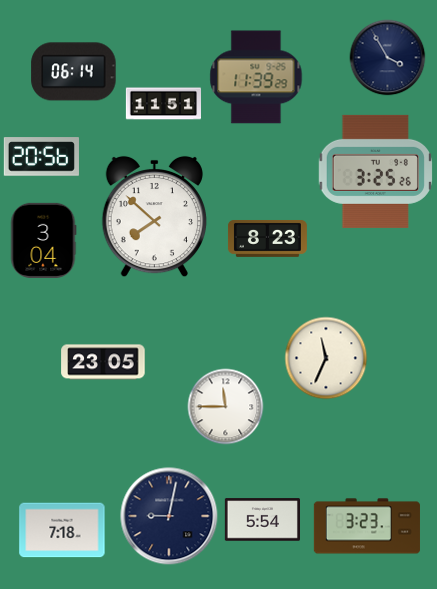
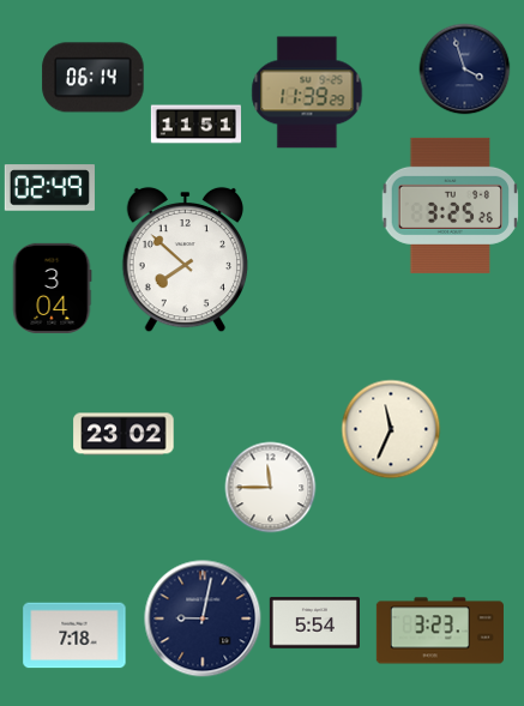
clock at (388, 58): 3:55 -> 3:57
clock at (74, 72) position: (74, 72) -> (94, 78)
clock at (41, 157): 20:56 -> 02:49
clock at (267, 238): 8:23 -> none
clock at (103, 362): 23:05 -> 23:02
